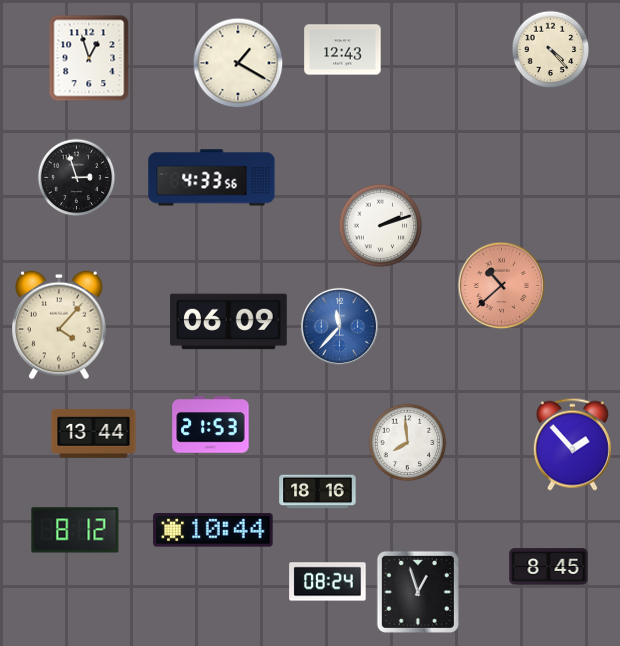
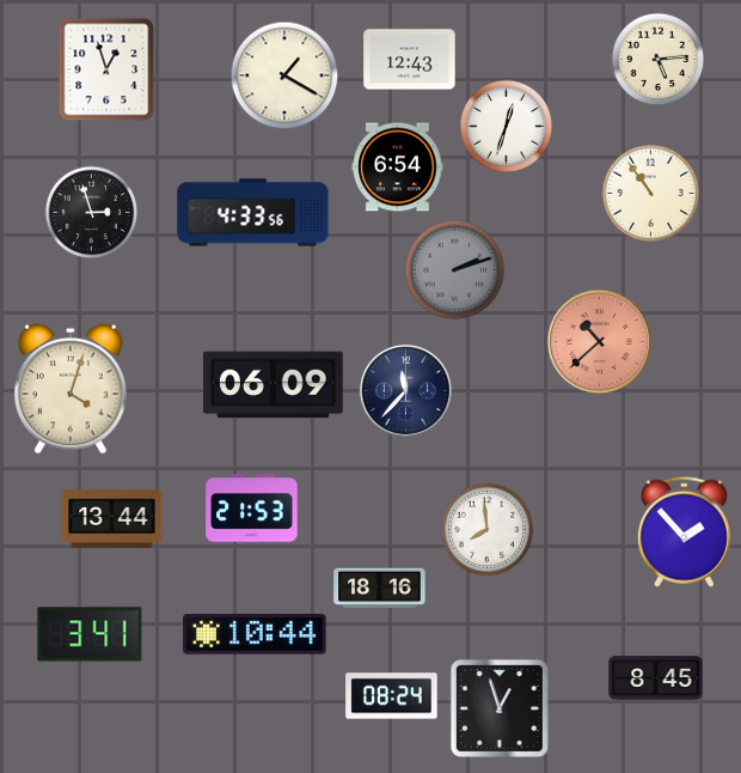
clock at (550, 49): 4:23 -> 5:14
clock at (506, 126): none -> 12:33
clock at (398, 168): none -> 6:54
clock at (650, 193): none -> 10:54
clock at (380, 225) dial: white -> grey
clock at (60, 325): 4:07 -> 4:03
clock at (339, 326) dial: blue -> navy
clock at (75, 530): 8:12 -> 3:41
